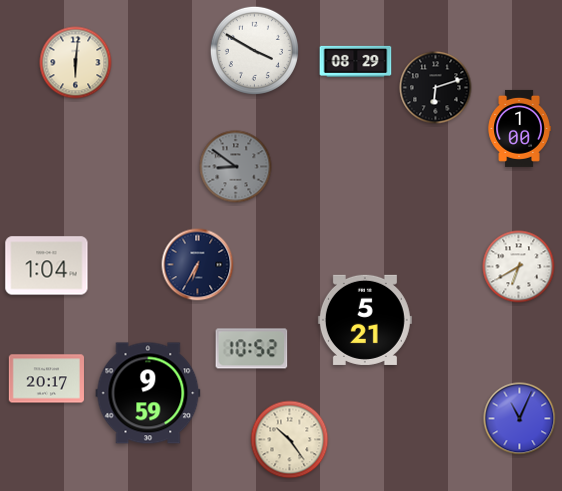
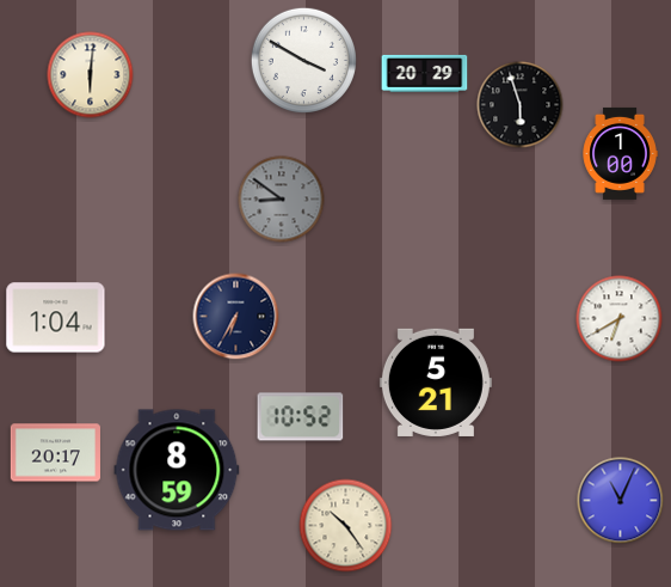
clock at (356, 61): 08:29 -> 20:29
clock at (436, 88): 6:12 -> 5:57
clock at (148, 393): 9:59 -> 8:59
